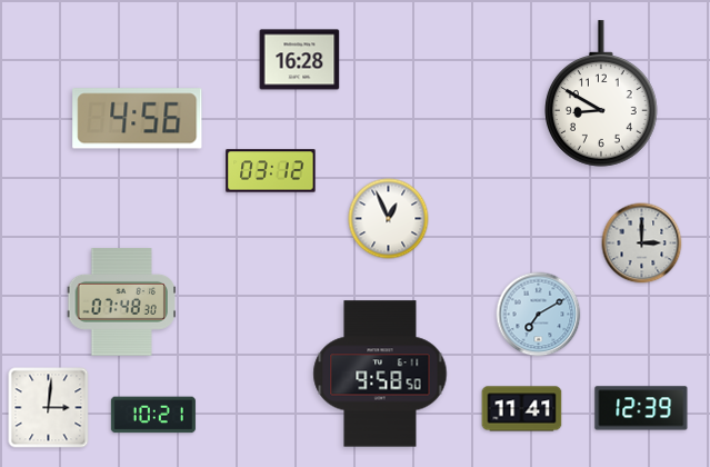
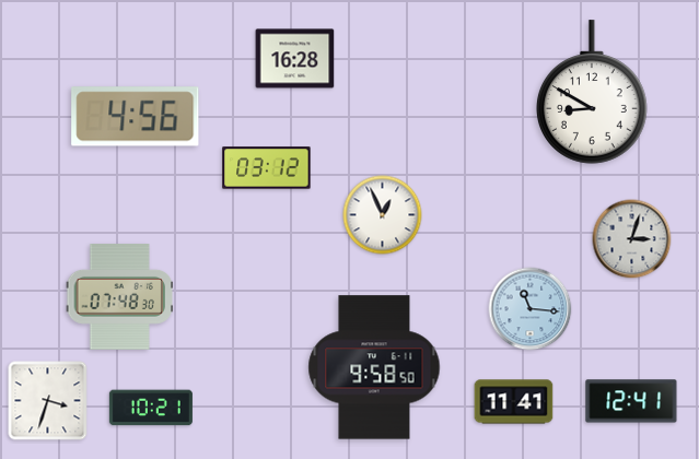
clock at (642, 244): 3:00 -> 3:03
clock at (539, 315): 7:10 -> 11:16
clock at (49, 408): 3:01 -> 3:33
clock at (641, 408): 12:39 -> 12:41
